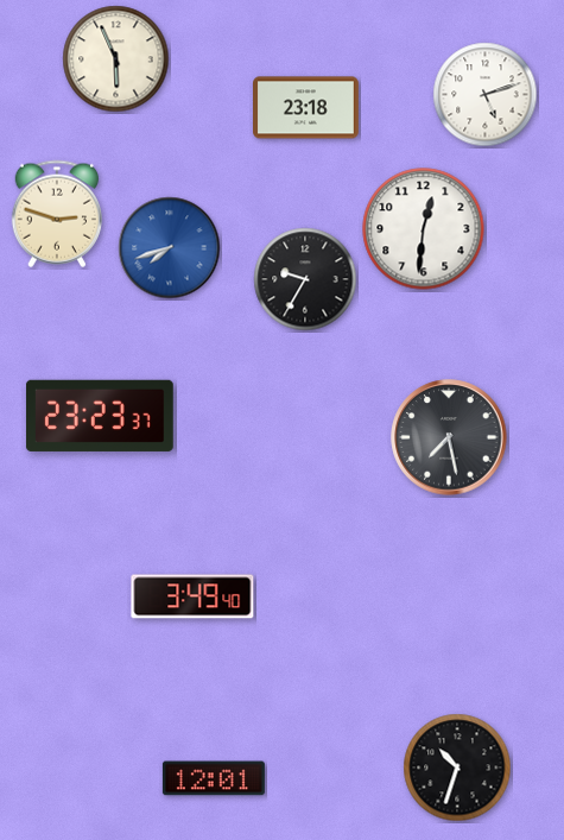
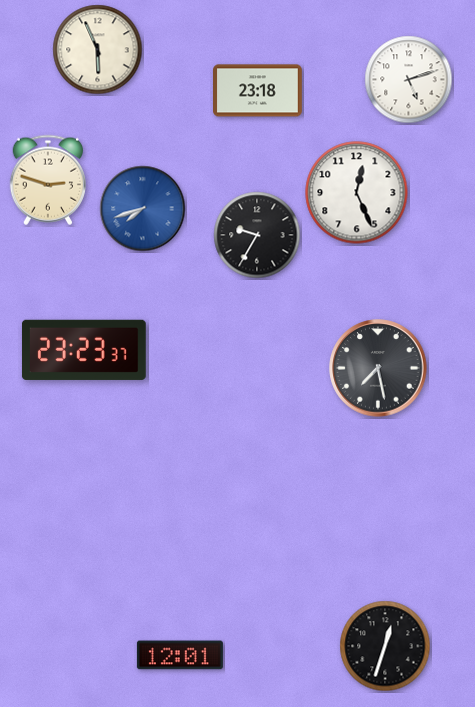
clock at (424, 229): 12:31 -> 12:26
clock at (192, 596): 3:49 -> none
clock at (457, 768): 10:33 -> 12:33
